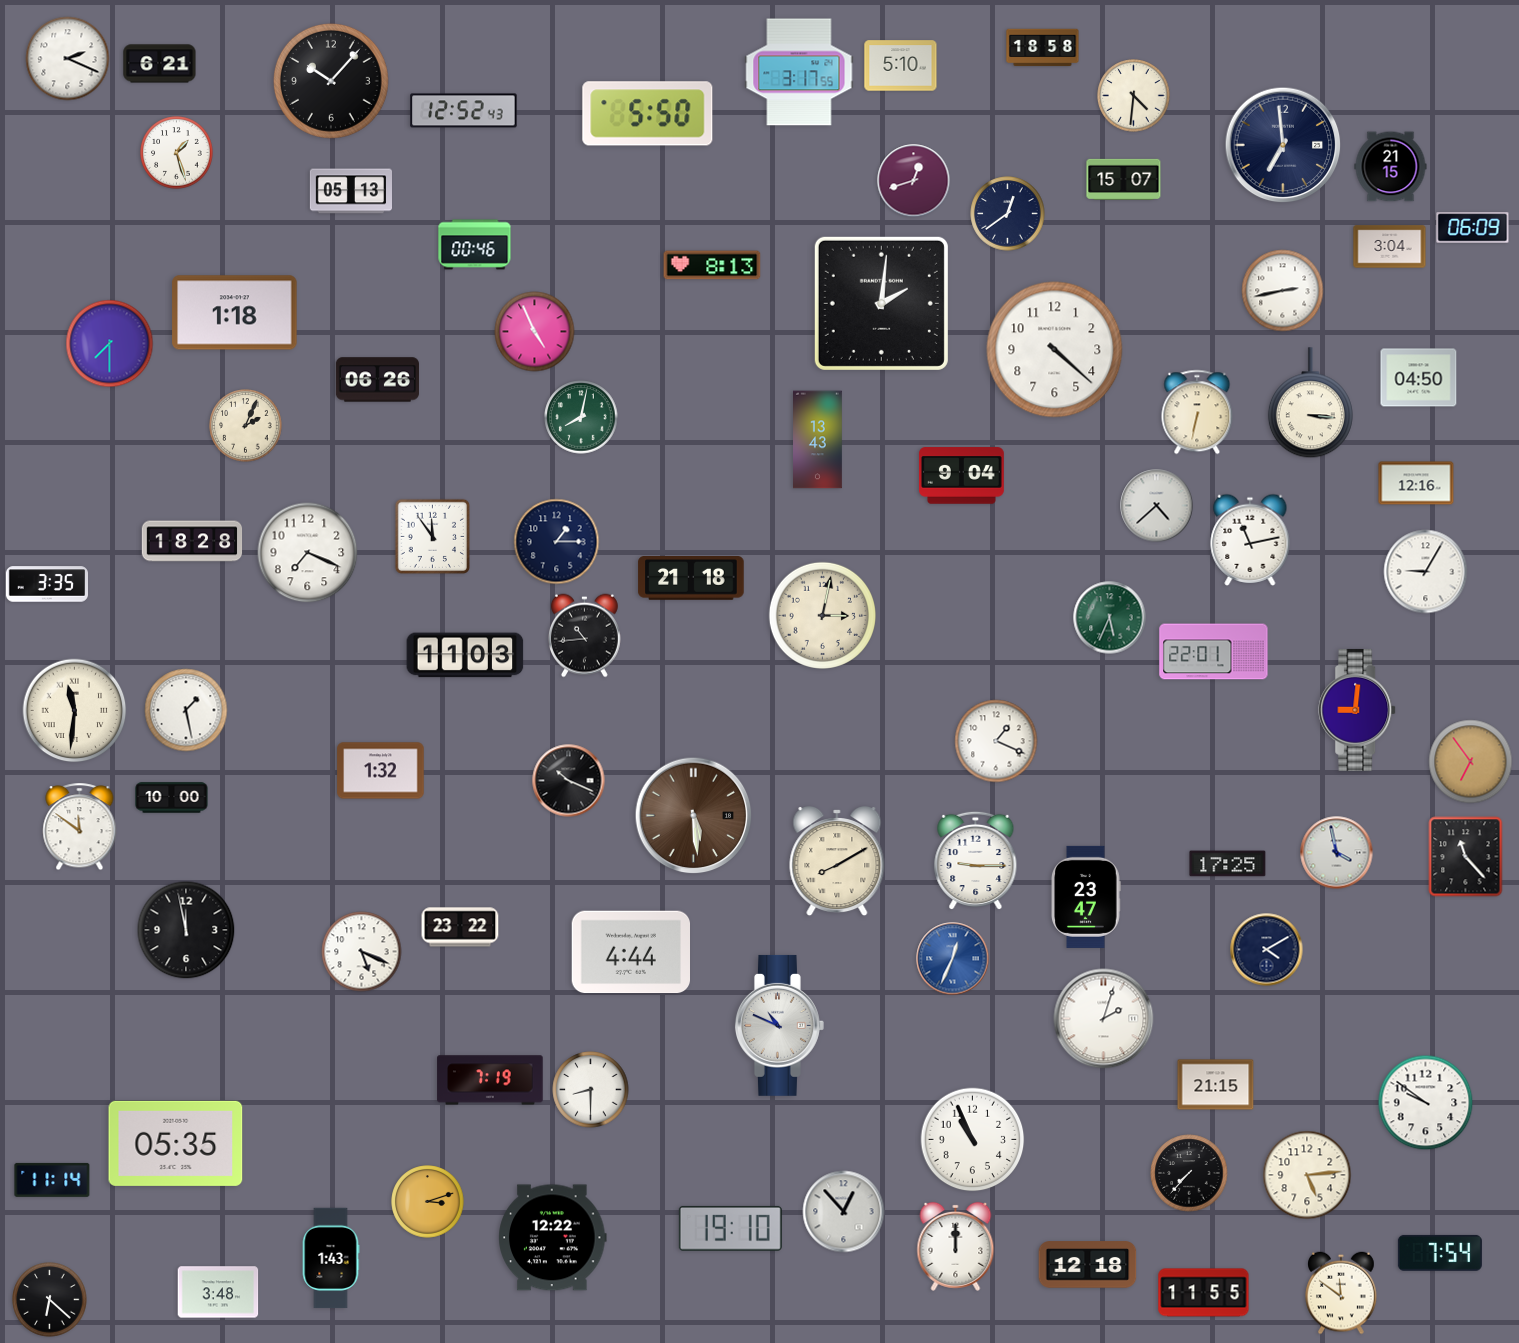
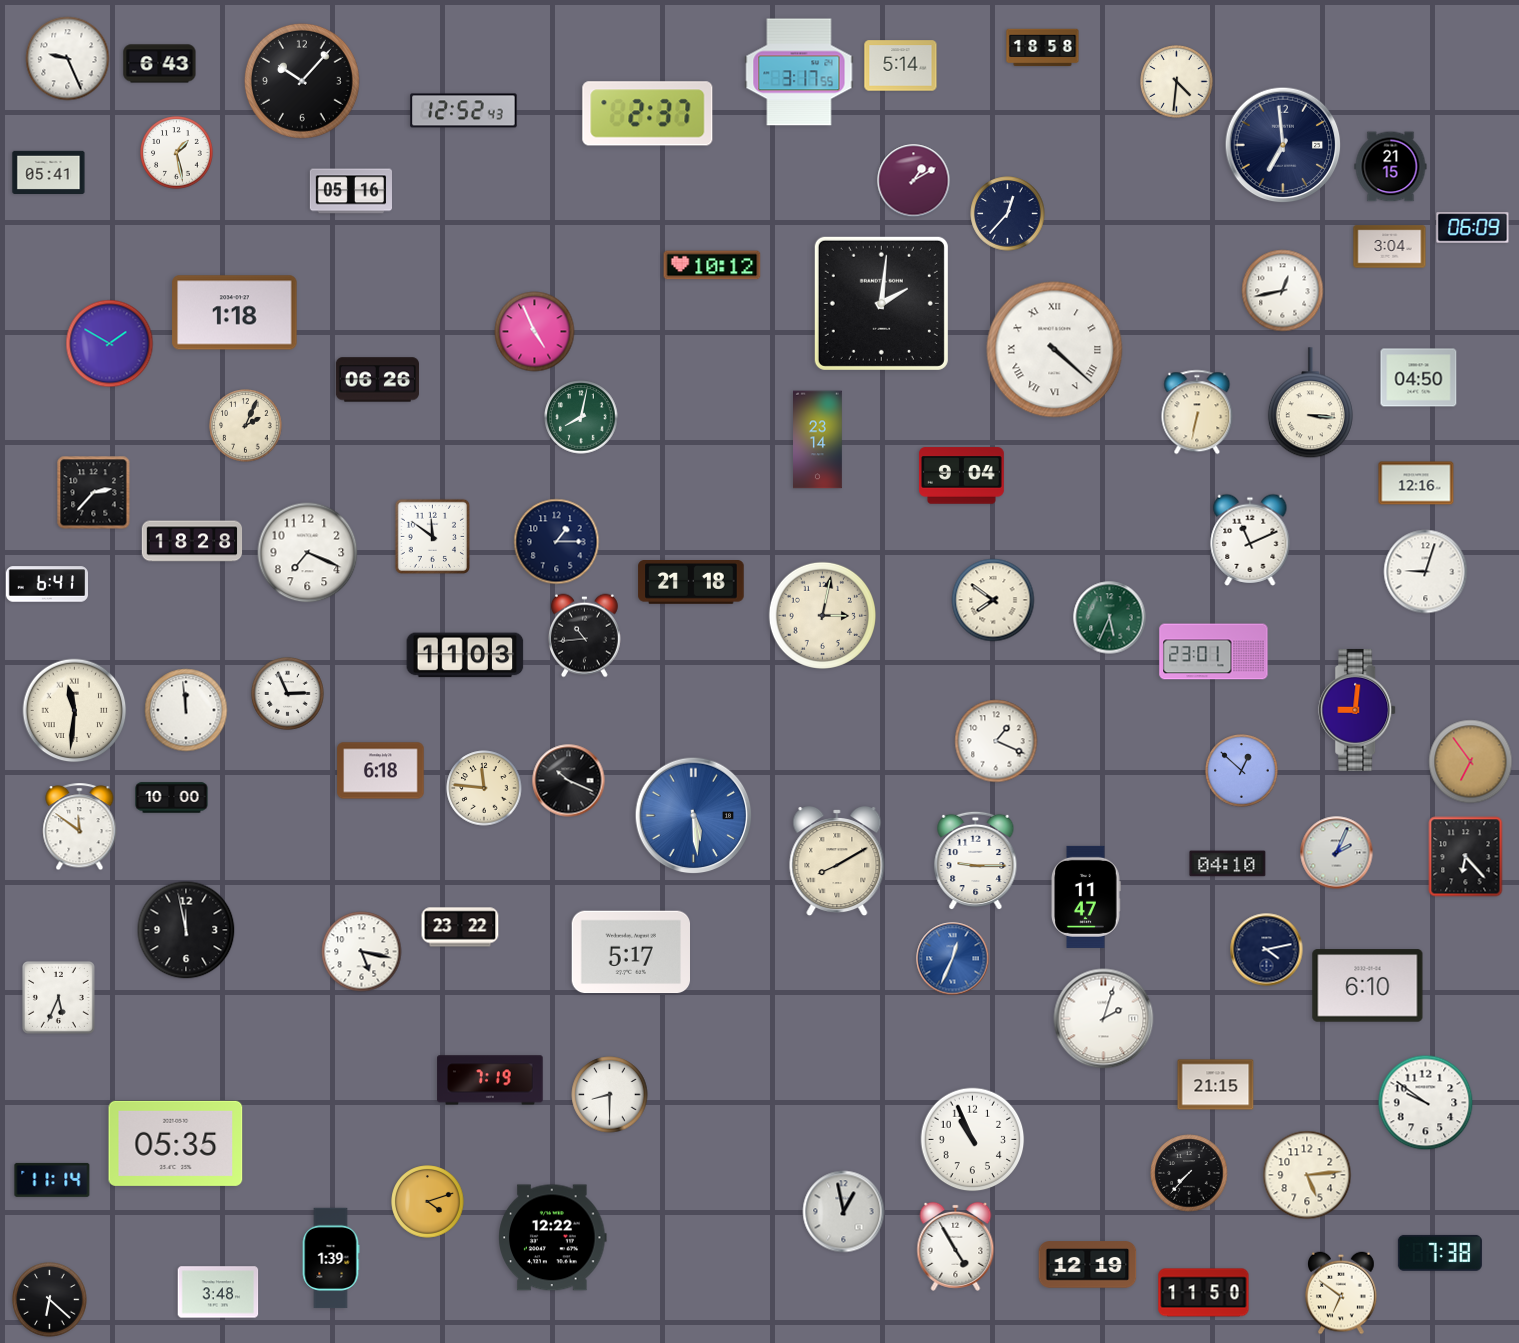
clock at (68, 59): 2:19 -> 9:26
clock at (160, 64): 6:21 -> 6:43
clock at (901, 66): 5:10 -> 5:14
clock at (331, 81) position: (331, 81) -> (302, 81)
clock at (1134, 96) position: (1134, 96) -> (1177, 82)
clock at (648, 114): 5:50 -> 2:37
clock at (177, 153): 1:27 -> 1:28
clock at (49, 172): none -> 05:41
clock at (1124, 179): 15:07 -> none
clock at (914, 181): 12:42 -> 1:10
clock at (350, 191): 05:13 -> 05:16
clock at (1008, 214): 12:39 -> 12:37
clock at (475, 245): 00:46 -> none
clock at (712, 265): 8:13 -> 10:12
clock at (1283, 291): 2:43 -> 12:43
clock at (110, 344): 7:30 -> 1:50
clock at (1055, 350) numerals: Arabic -> Roman
clock at (818, 440): 13:43 -> 23:14
clock at (94, 493): none -> 2:37
clock at (1157, 506): 4:38 -> none
clock at (432, 536): 11:54 -> 11:51
clock at (1250, 540): 11:13 -> 11:11
clock at (1426, 572): 9:05 -> 9:03
clock at (691, 579) position: (691, 579) -> (691, 583)
clock at (46, 584): 3:35 -> 6:41
clock at (993, 600): none -> 7:51
clock at (1214, 652): 22:01 -> 23:01
clock at (288, 694): none -> 2:56
clock at (186, 710): 1:28 -> 11:59
clock at (381, 771): 1:32 -> 6:18
clock at (1242, 771): none -> 12:52
clock at (484, 788): none -> 11:46
clock at (694, 816) dial: brown -> blue
clock at (1337, 853): 3:58 -> 2:04
clock at (1466, 857): 11:23 -> 6:23
clock at (1228, 864): 17:25 -> 04:10
clock at (1086, 897): 23:47 -> 11:47
clock at (1267, 950): 4:10 -> 4:13
clock at (362, 952): 5:19 -> 5:17
clock at (630, 952): 4:44 -> 5:17
clock at (1368, 986): none -> 6:10
clock at (58, 997): none -> 5:34
clock at (779, 1025): 10:49 -> none
clock at (591, 1090) position: (591, 1090) -> (610, 1095)
clock at (428, 1202): 3:12 -> 4:12
clock at (844, 1212): 12:53 -> 12:58
clock at (730, 1228): 19:10 -> none
clock at (956, 1246): 12:00 -> 4:55
clock at (1440, 1253): 7:54 -> 7:38
clock at (331, 1258): 1:43 -> 1:39
clock at (1088, 1265): 12:18 -> 12:19
clock at (1204, 1293): 11:55 -> 11:50
clock at (1341, 1293): 11:51 -> 6:51
